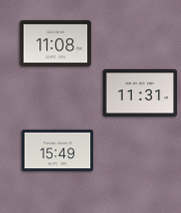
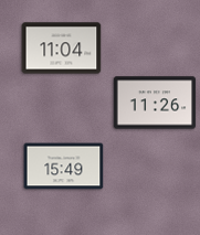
clock at (56, 44): 11:08 -> 11:04
clock at (140, 93): 11:31 -> 11:26
